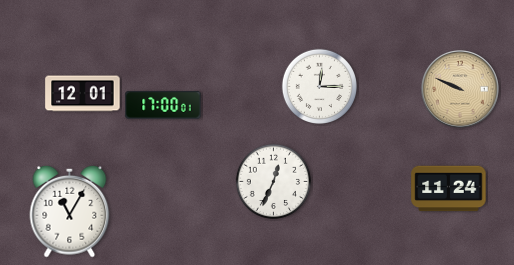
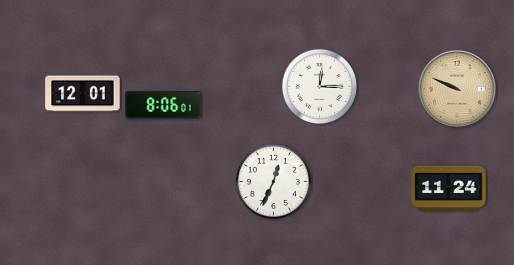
clock at (460, 89) position: (460, 89) -> (457, 89)
clock at (163, 105): 17:00 -> 8:06
clock at (70, 211): 11:05 -> none
